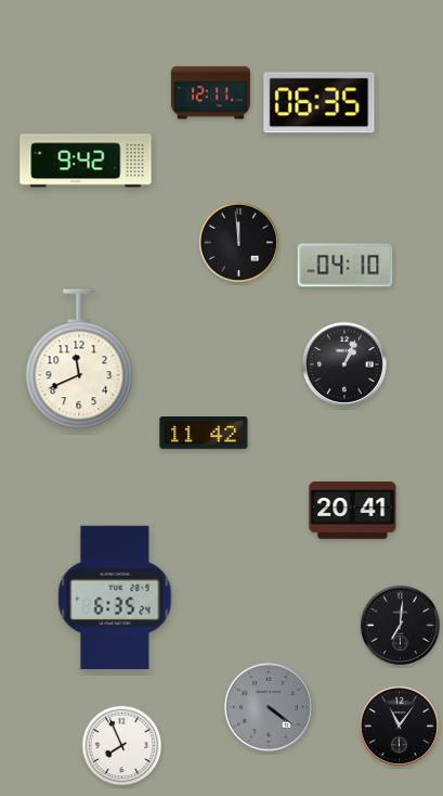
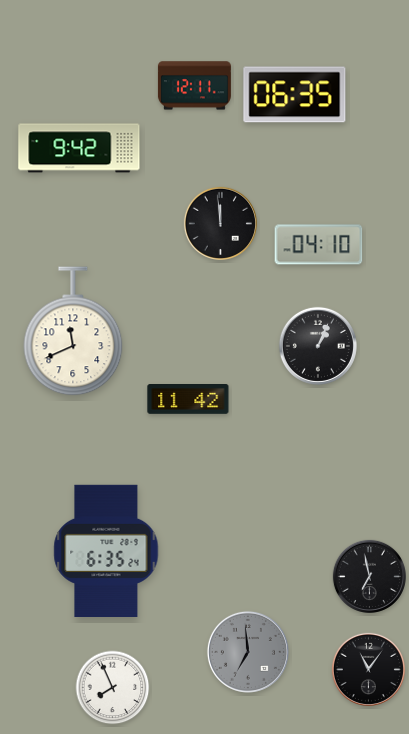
clock at (344, 364) position: (344, 364) -> (318, 346)
clock at (353, 511): 20:41 -> none
clock at (400, 625): 7:01 -> 6:58
clock at (269, 707): 4:21 -> 6:59
